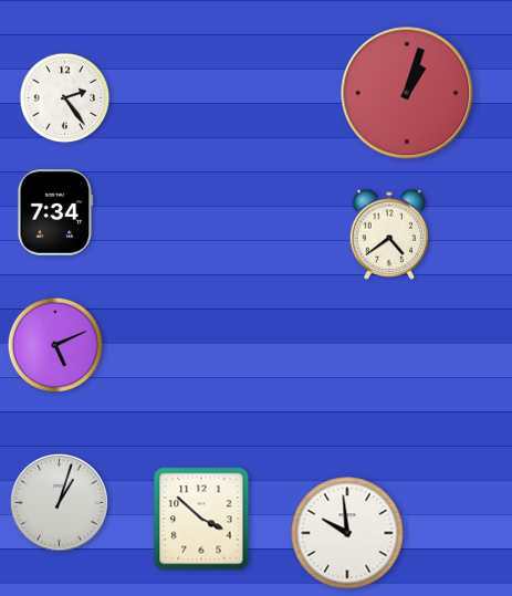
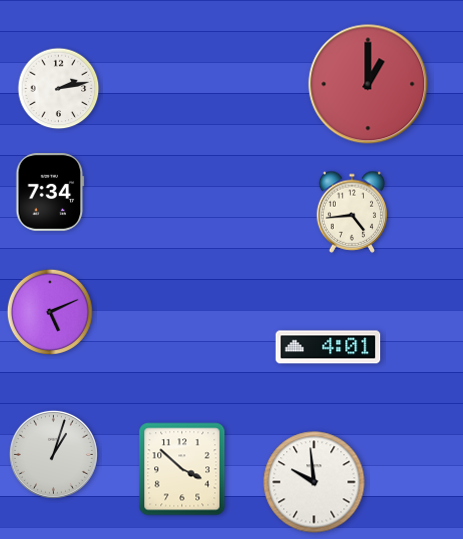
clock at (407, 93): 1:03 -> 1:00
clock at (65, 98): 2:24 -> 2:13
clock at (389, 234): 4:39 -> 4:44
clock at (328, 347): none -> 4:01
